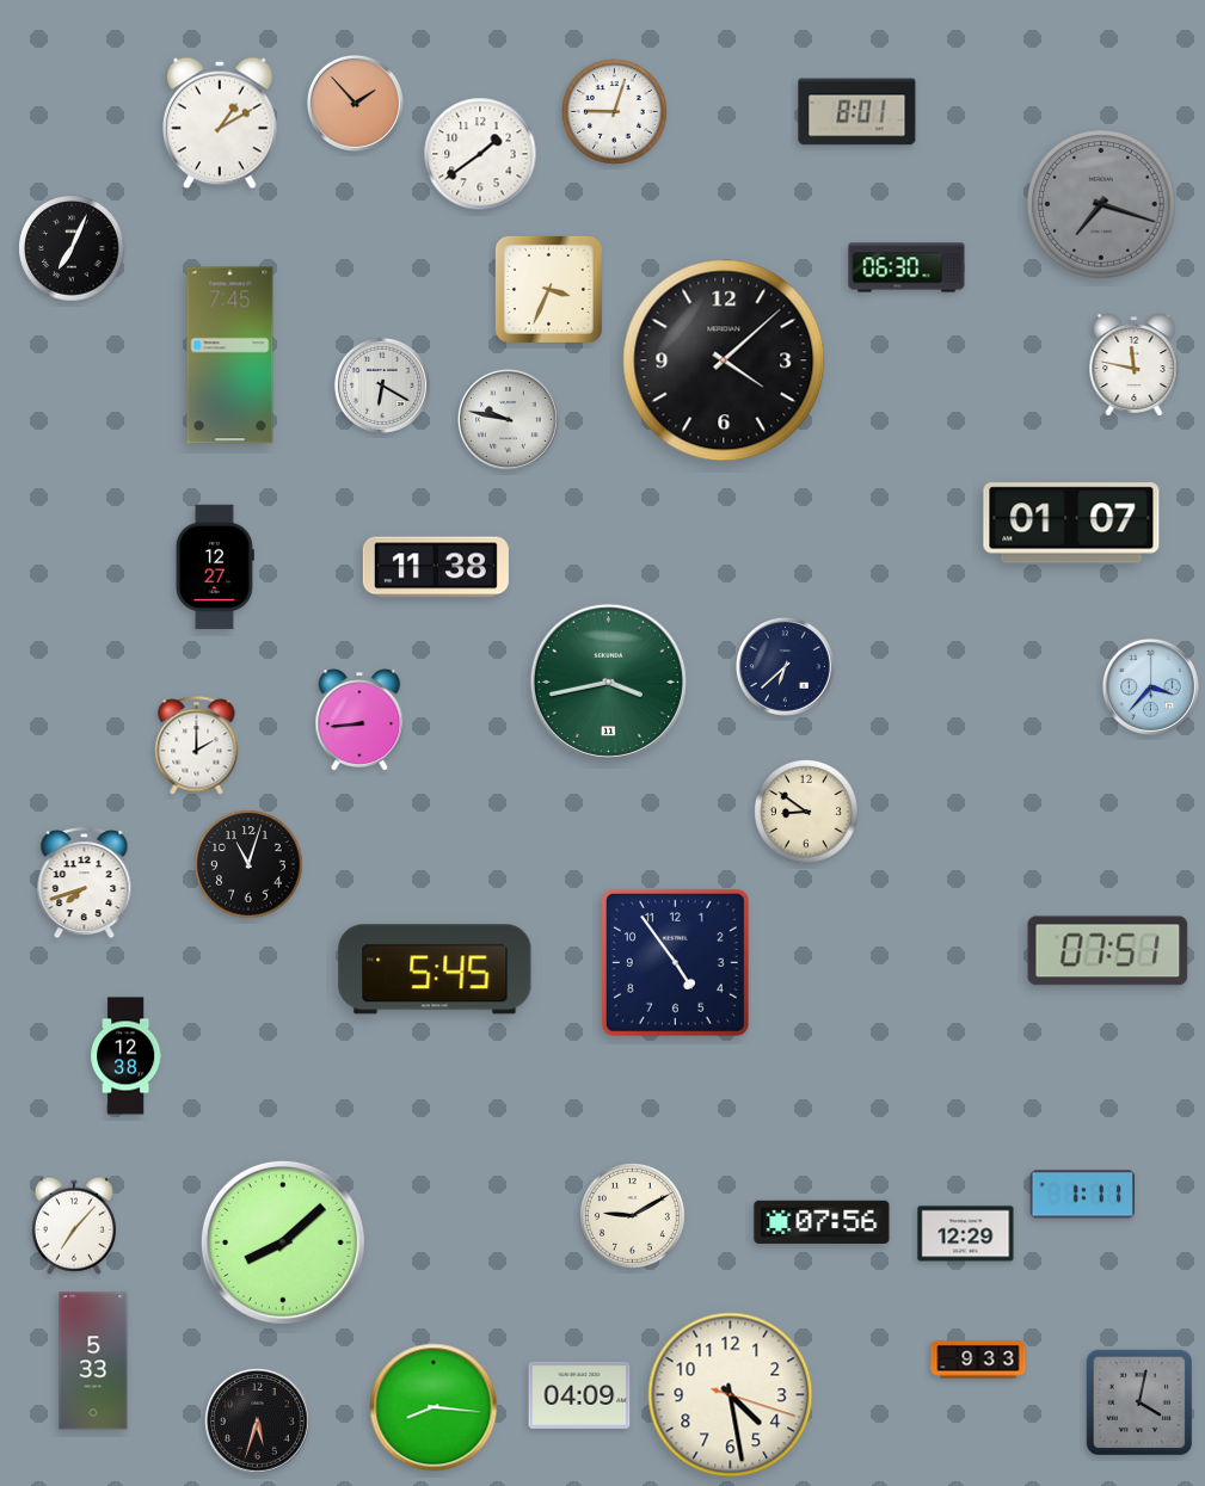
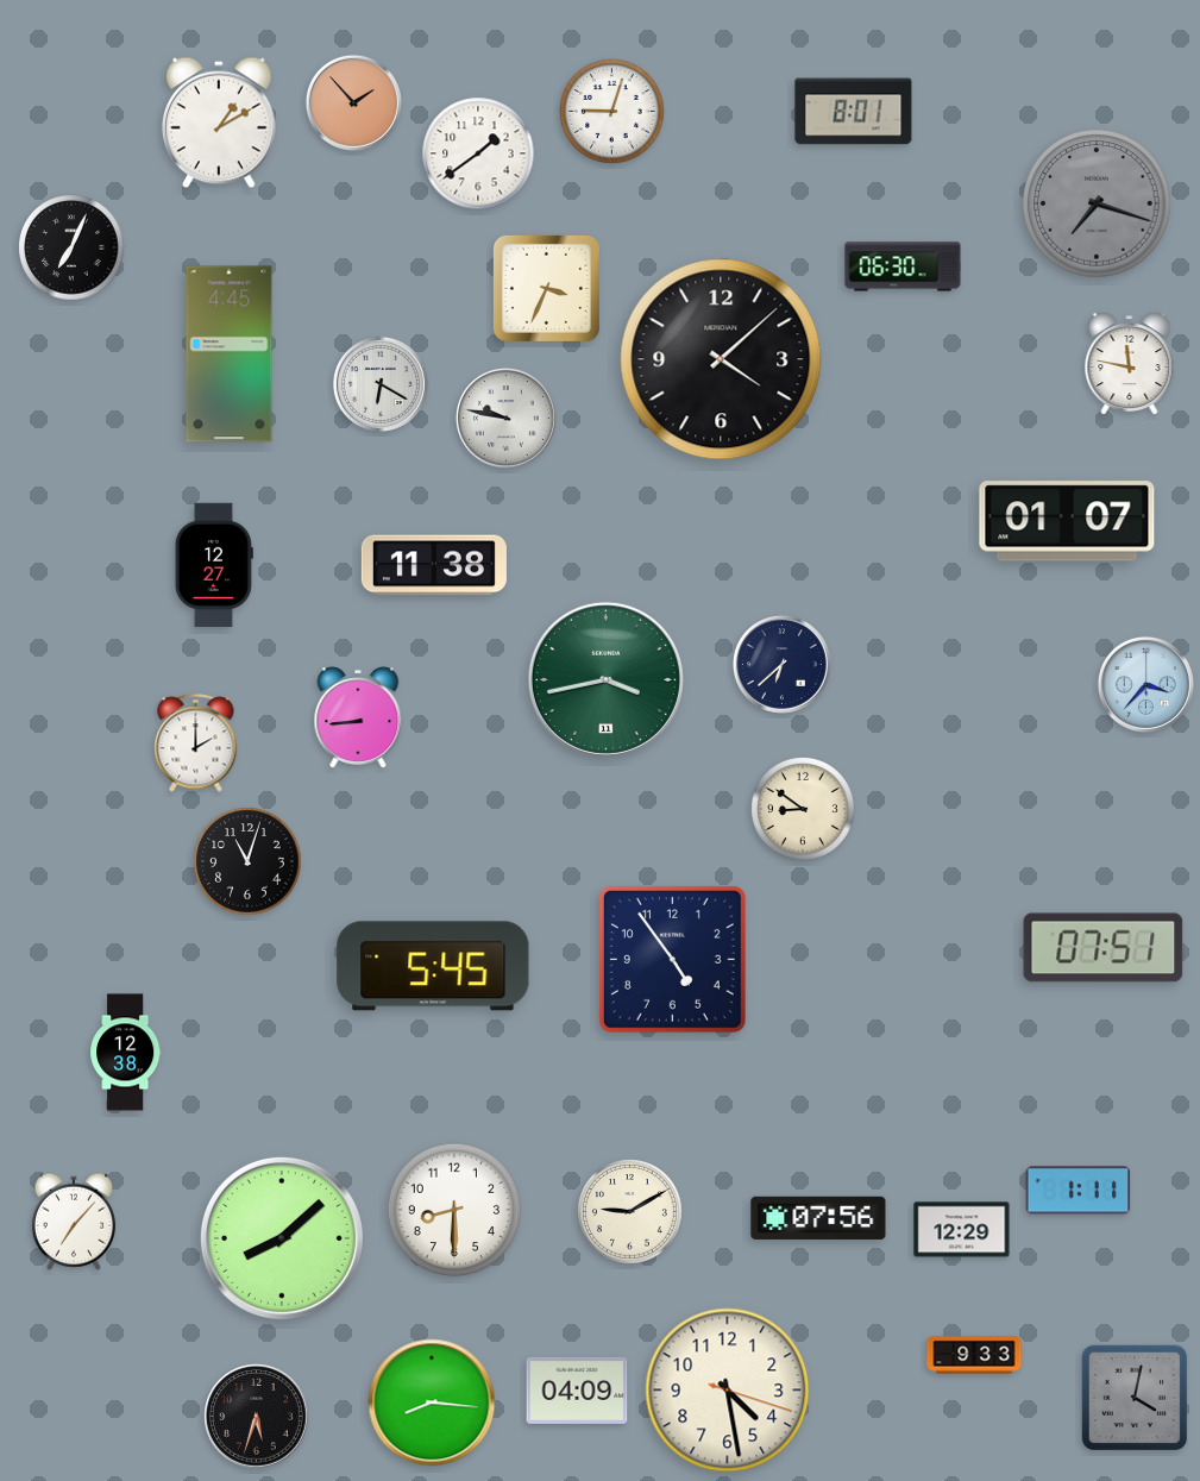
clock at (230, 356): 7:45 -> 4:45
clock at (85, 883): 7:42 -> none
clock at (454, 1210): none -> 8:30
clock at (93, 1361): 5:33 -> none
